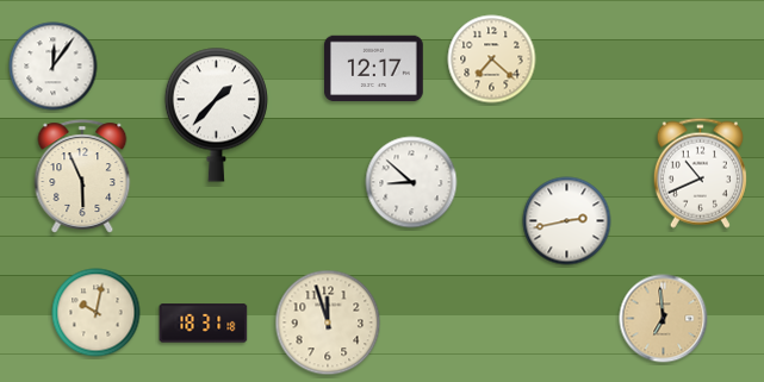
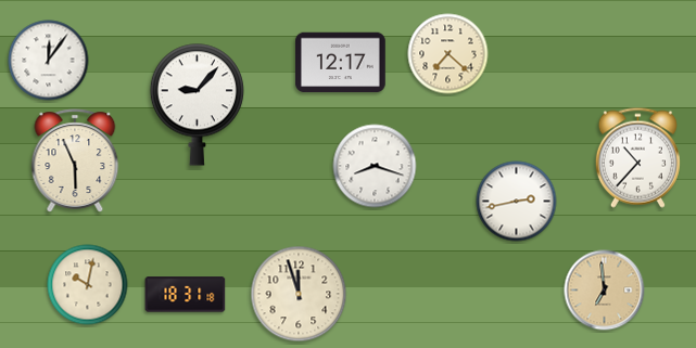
clock at (216, 114): 1:37 -> 9:07
clock at (700, 173): 10:41 -> 10:37
clock at (411, 182): 8:52 -> 8:18
